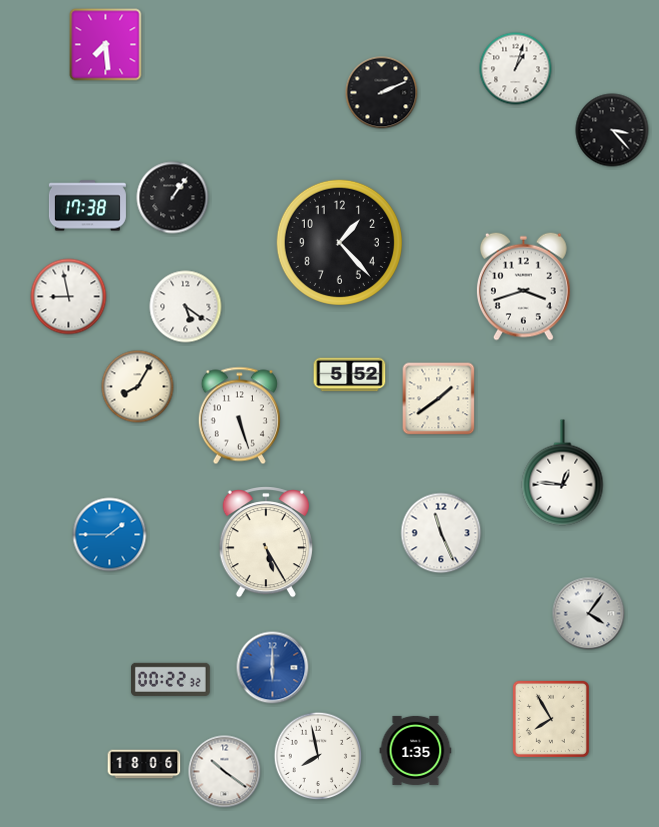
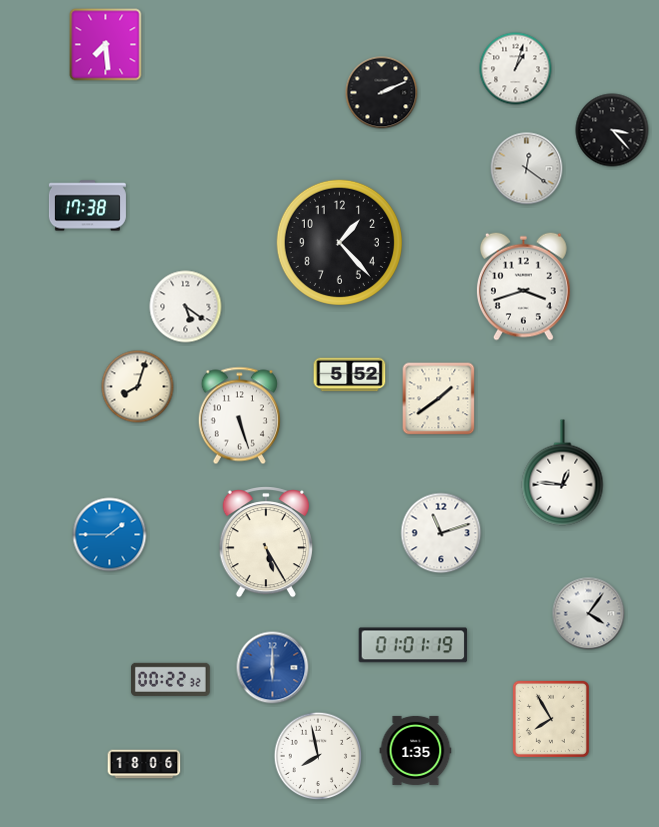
clock at (527, 169): none -> 12:21
clock at (173, 198): 1:06 -> none
clock at (69, 297): 8:58 -> none
clock at (138, 387): 8:05 -> 8:03
clock at (441, 533): 11:26 -> 11:12
clock at (413, 645): none -> 01:01
clock at (225, 772): 10:21 -> none
